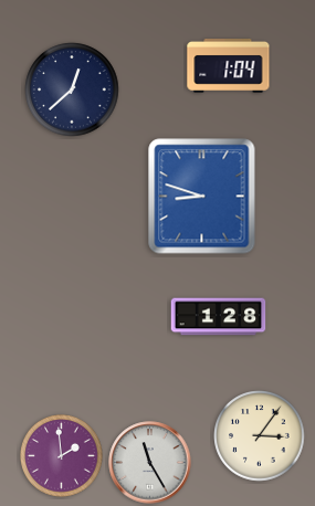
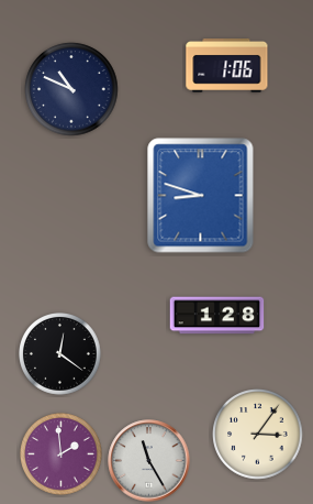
clock at (229, 65): 1:04 -> 1:06
clock at (72, 89): 12:38 -> 10:49
clock at (60, 354): none -> 12:21
